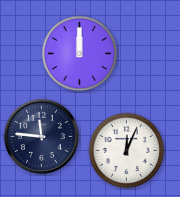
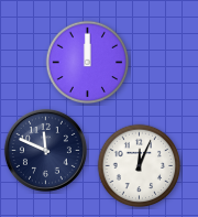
clock at (80, 54) position: (80, 54) -> (88, 63)
clock at (41, 136): 11:46 -> 11:49
